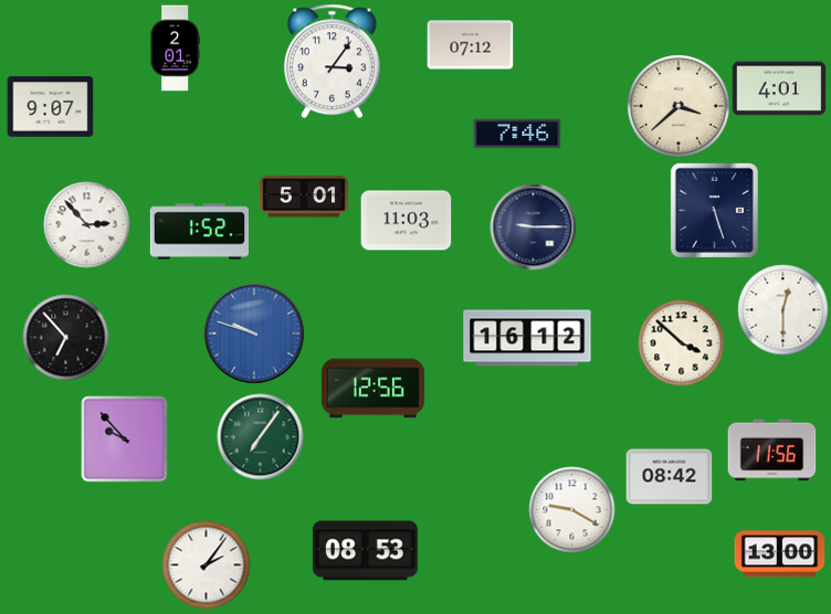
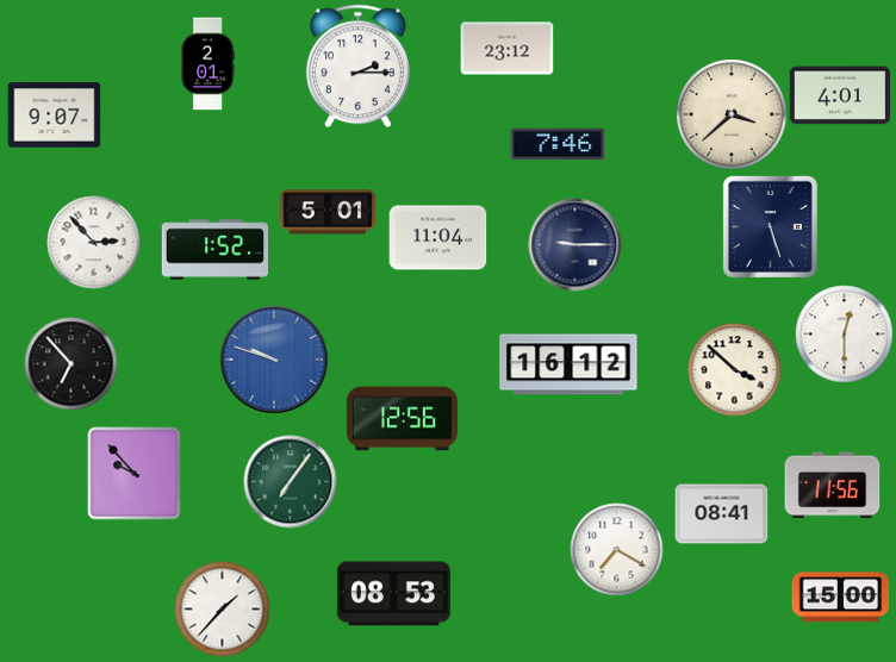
clock at (470, 45): 07:12 -> 23:12
clock at (175, 47) position: (175, 47) -> (207, 63)
clock at (332, 61): 3:06 -> 2:15
clock at (406, 221): 11:03 -> 11:04
clock at (260, 436) position: (260, 436) -> (290, 481)
clock at (669, 477): 08:42 -> 08:41
clock at (571, 509): 9:20 -> 7:20
clock at (779, 554): 13:00 -> 15:00
clock at (206, 564): 2:06 -> 1:37
